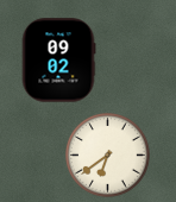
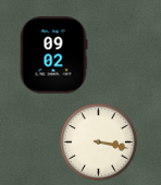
clock at (108, 156): 6:39 -> 3:17
